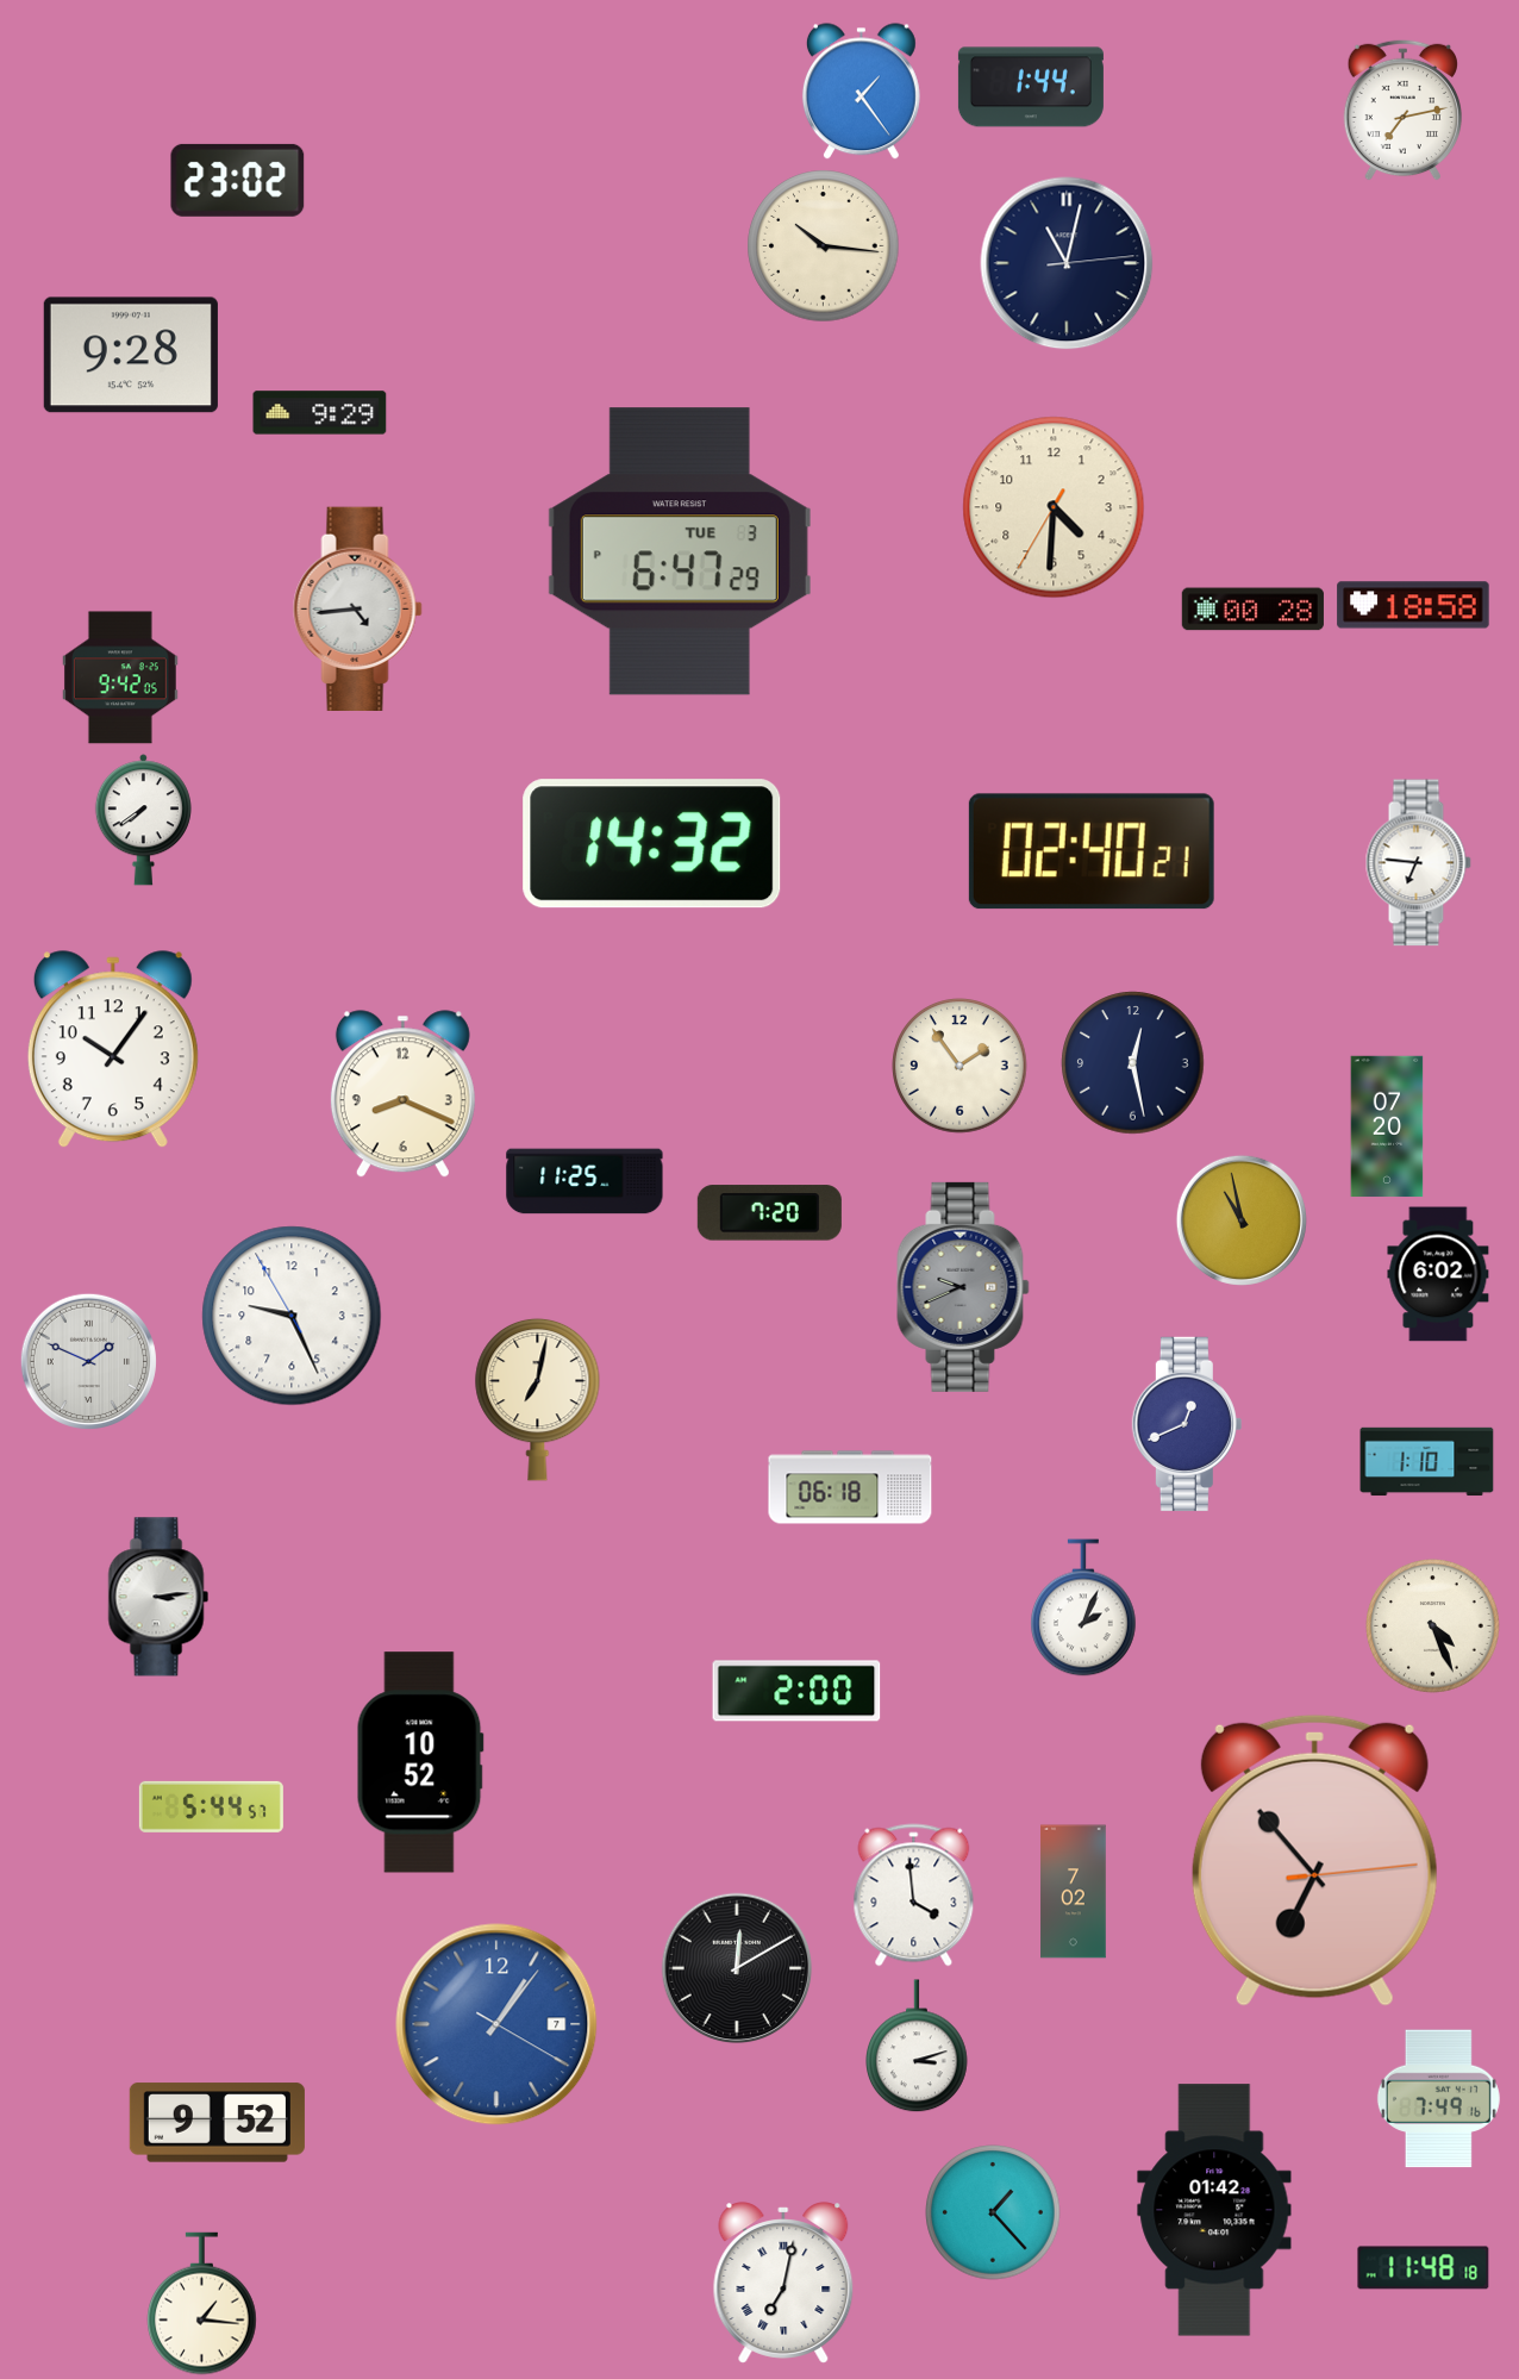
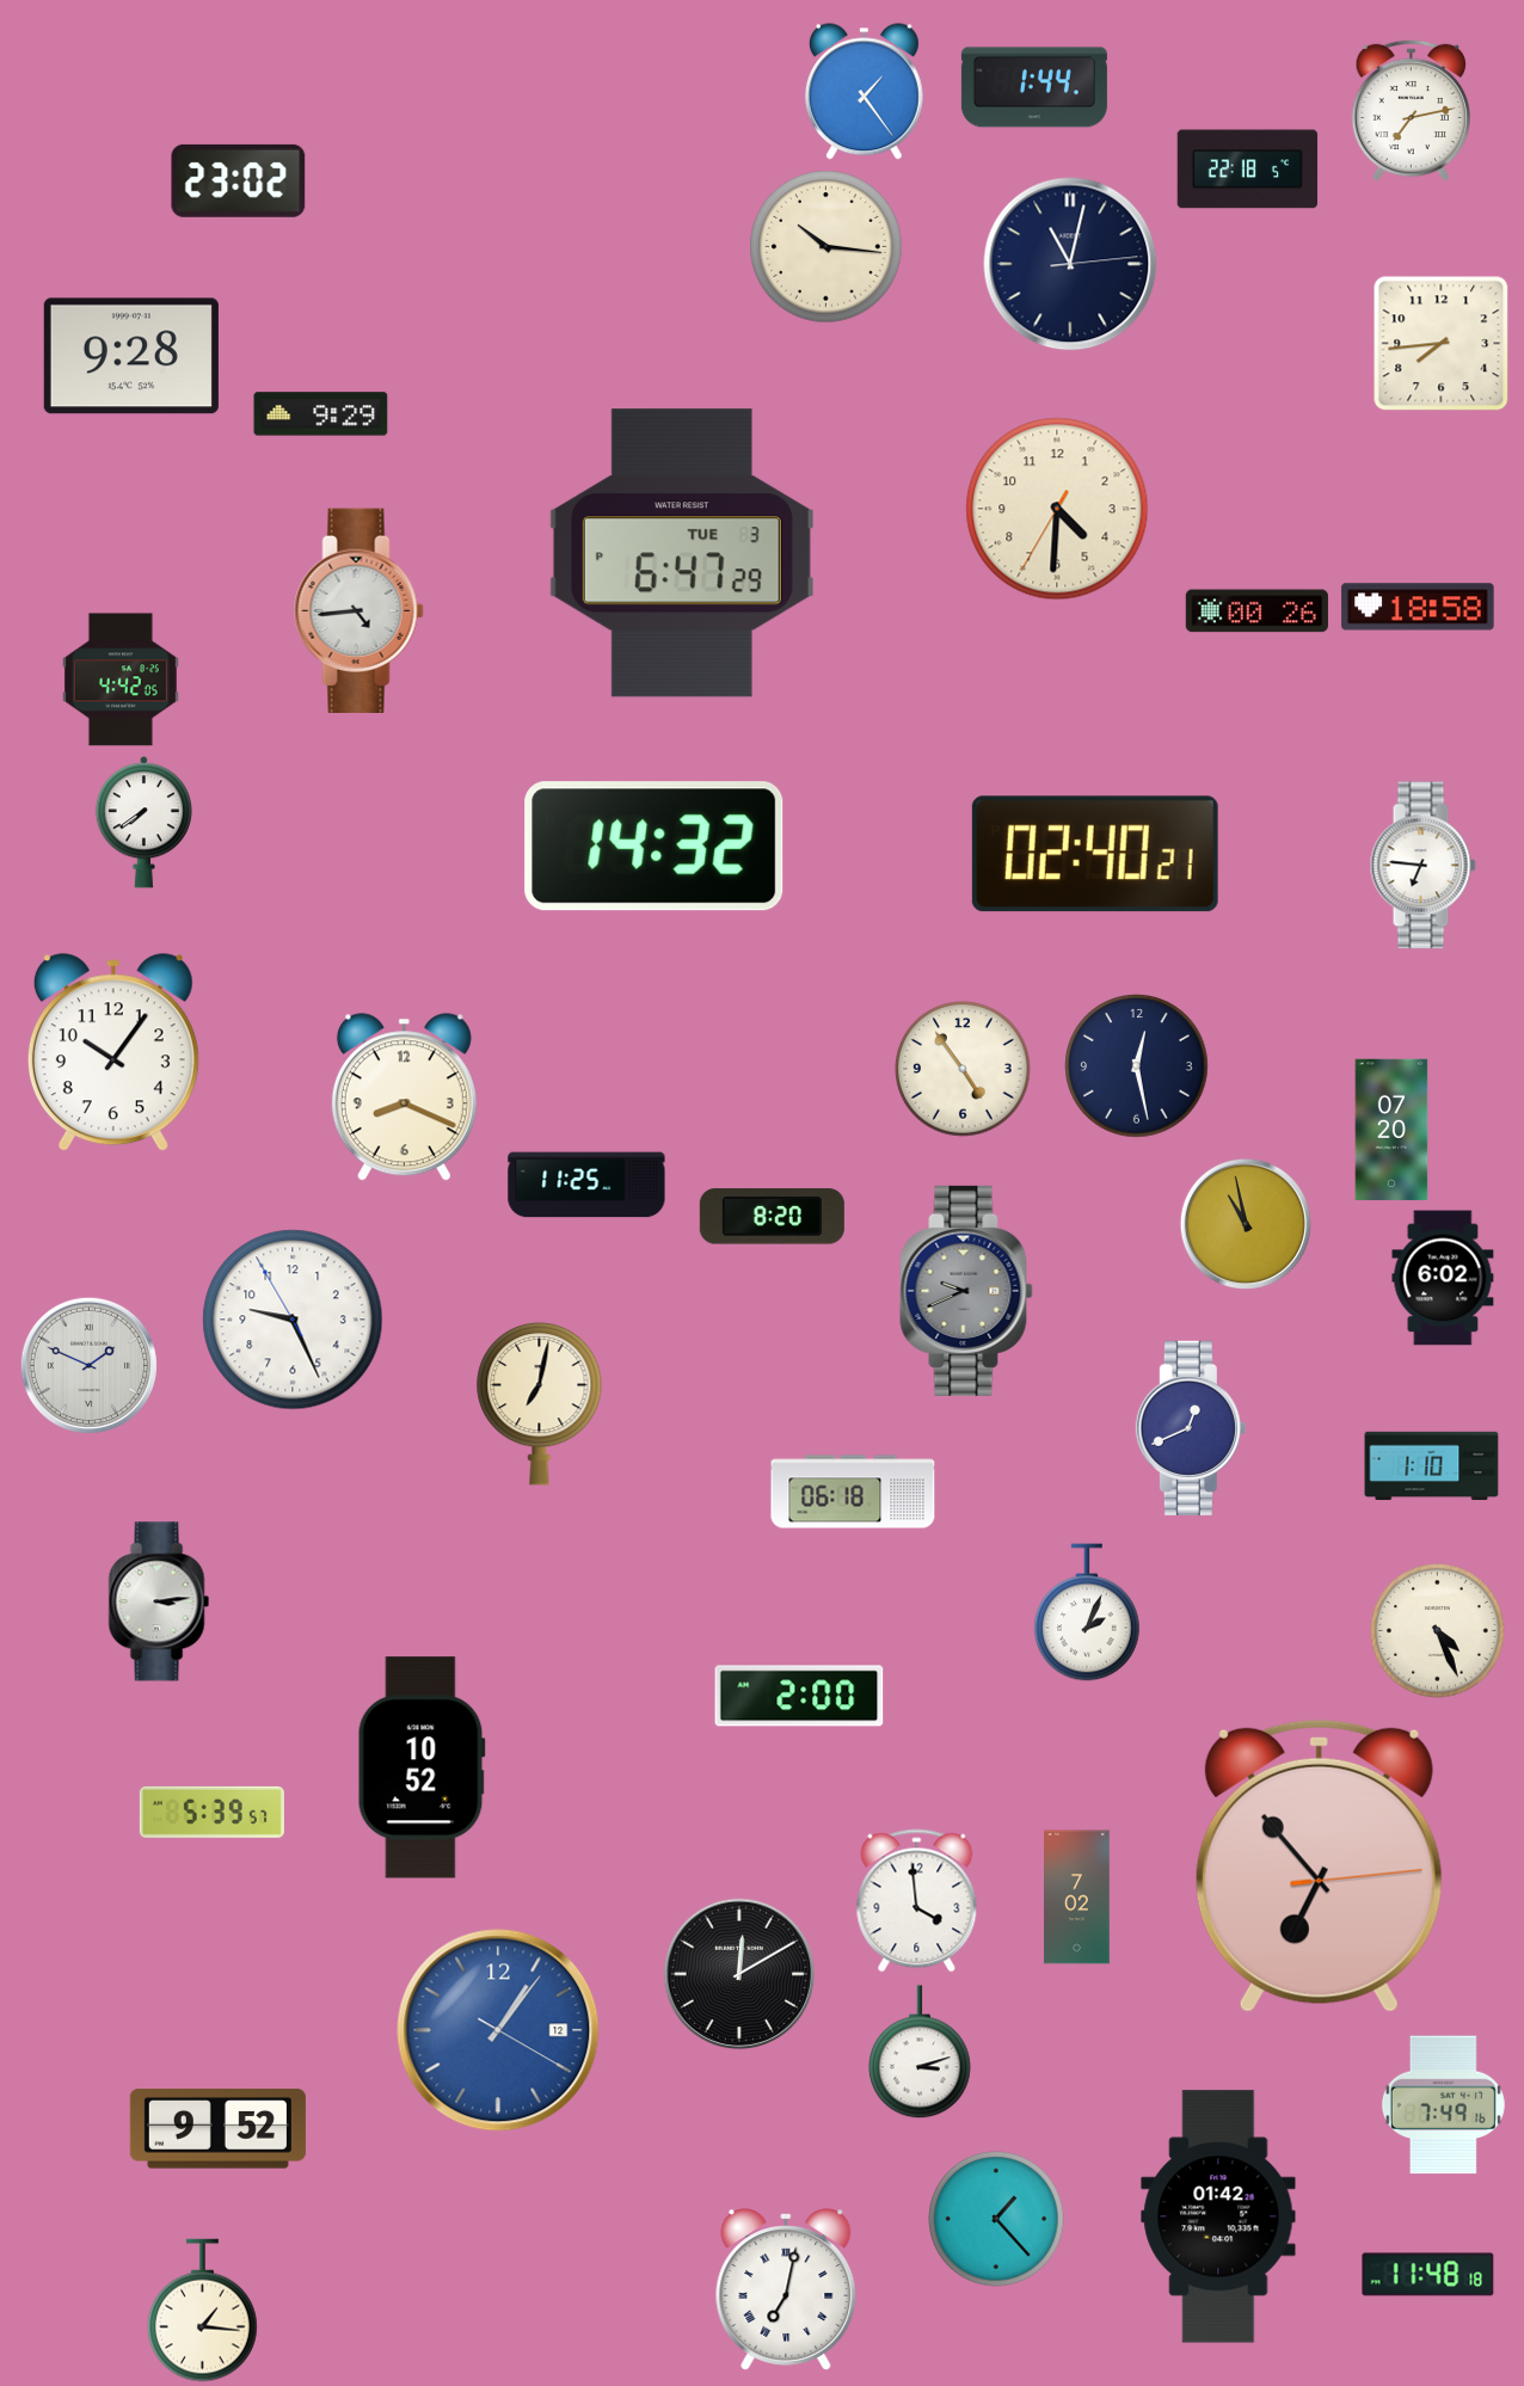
clock at (1402, 110) position: (1402, 110) -> (1411, 110)
clock at (1248, 170): none -> 22:18
clock at (1442, 344): none -> 7:44
clock at (1252, 610): 00:28 -> 00:26
clock at (120, 678): 9:42 -> 4:42
clock at (959, 1066): 1:54 -> 4:54
clock at (769, 1213): 7:20 -> 8:20
clock at (211, 1806): 5:44 -> 5:39
clock at (496, 2024) date: 7 -> 12
